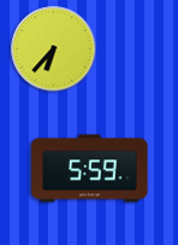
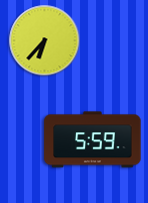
clock at (90, 169) position: (90, 169) -> (93, 140)
